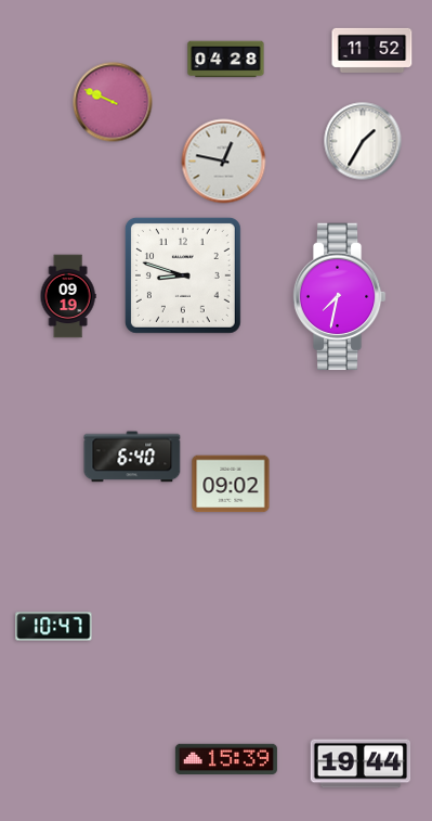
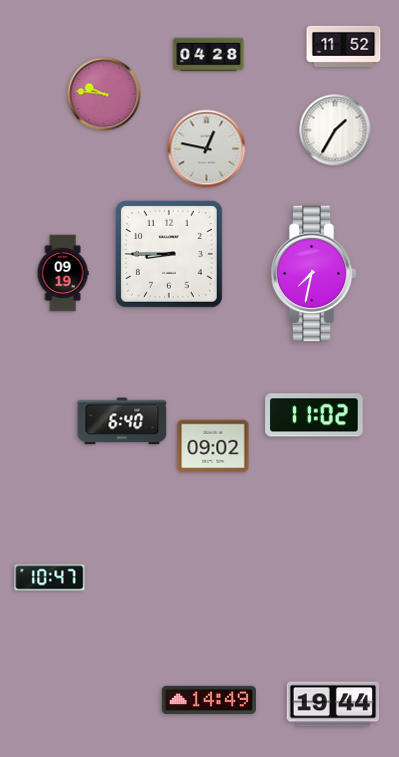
clock at (113, 102): 9:49 -> 9:46
clock at (183, 275): 8:48 -> 8:45
clock at (314, 415): none -> 11:02
clock at (226, 758): 15:39 -> 14:49
